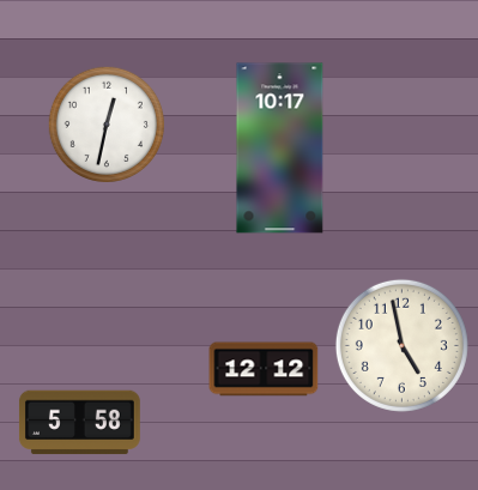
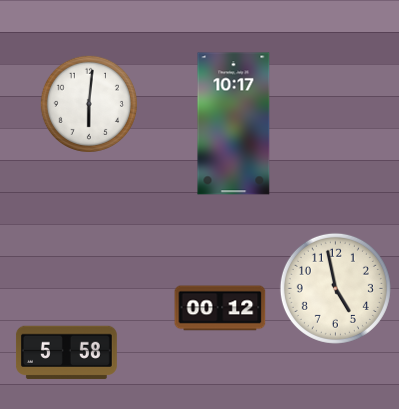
clock at (107, 125): 12:32 -> 6:01
clock at (264, 369): 12:12 -> 00:12
